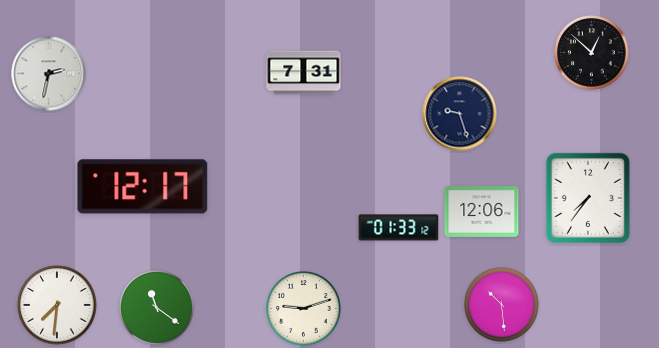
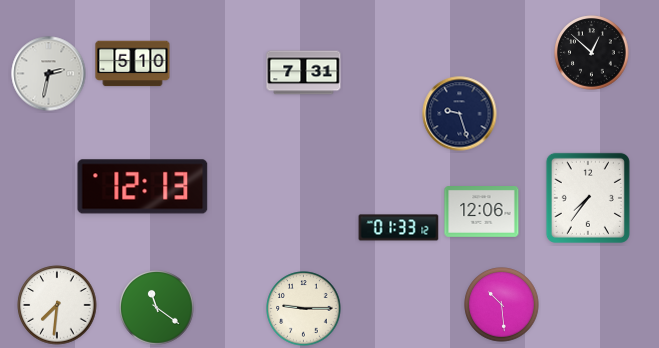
clock at (133, 64): none -> 5:10
clock at (143, 187): 12:17 -> 12:13
clock at (304, 309): 9:12 -> 9:15
